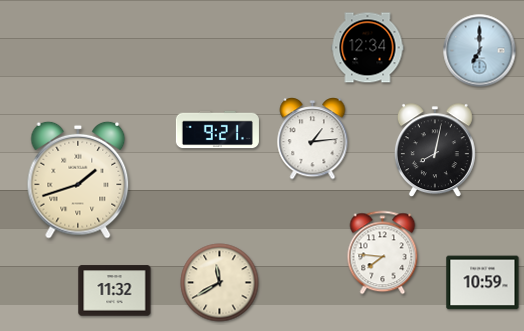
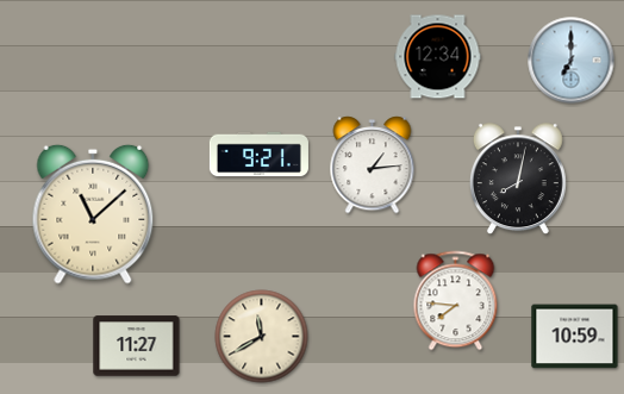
clock at (78, 180): 1:42 -> 11:08
clock at (115, 291): 11:32 -> 11:27
